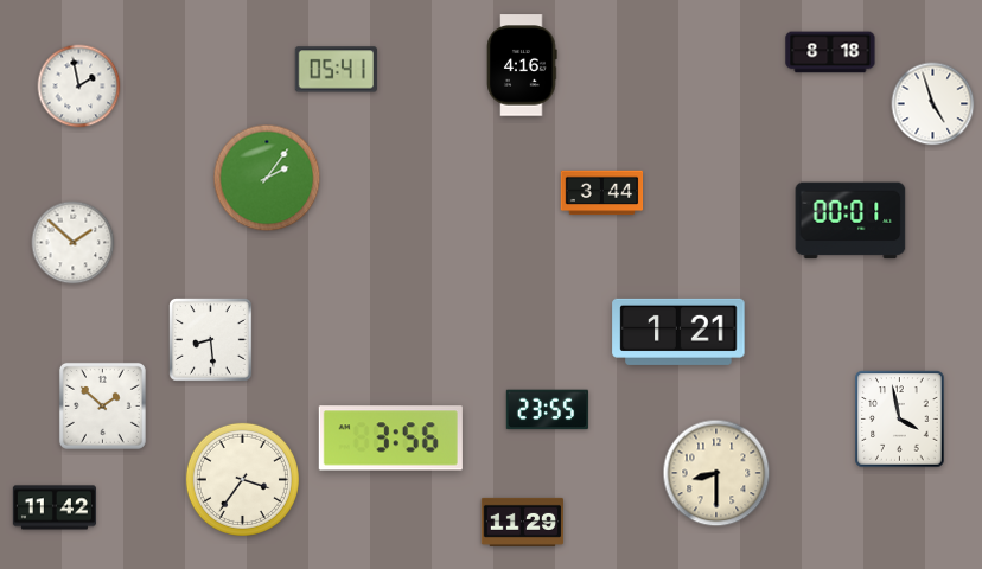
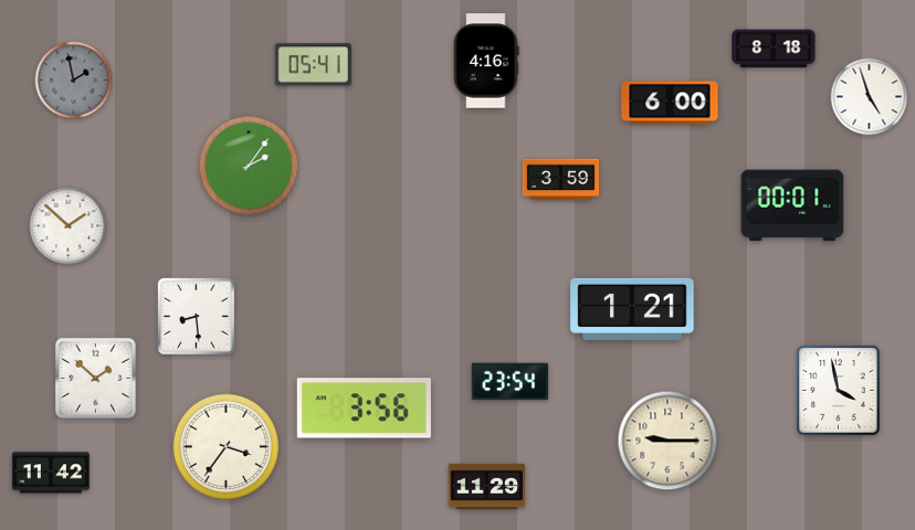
clock at (79, 87) dial: white -> grey
clock at (670, 103): none -> 6:00
clock at (602, 193): 3:44 -> 3:59
clock at (548, 410): 23:55 -> 23:54
clock at (716, 473): 8:30 -> 9:15
